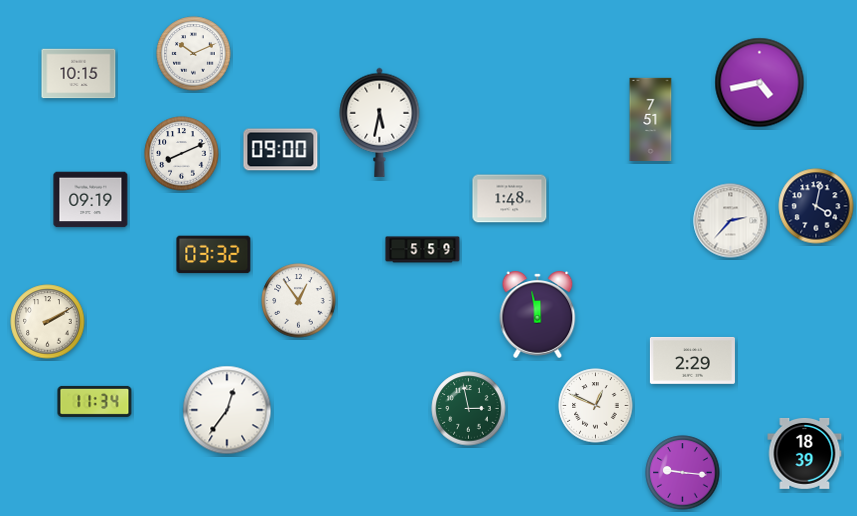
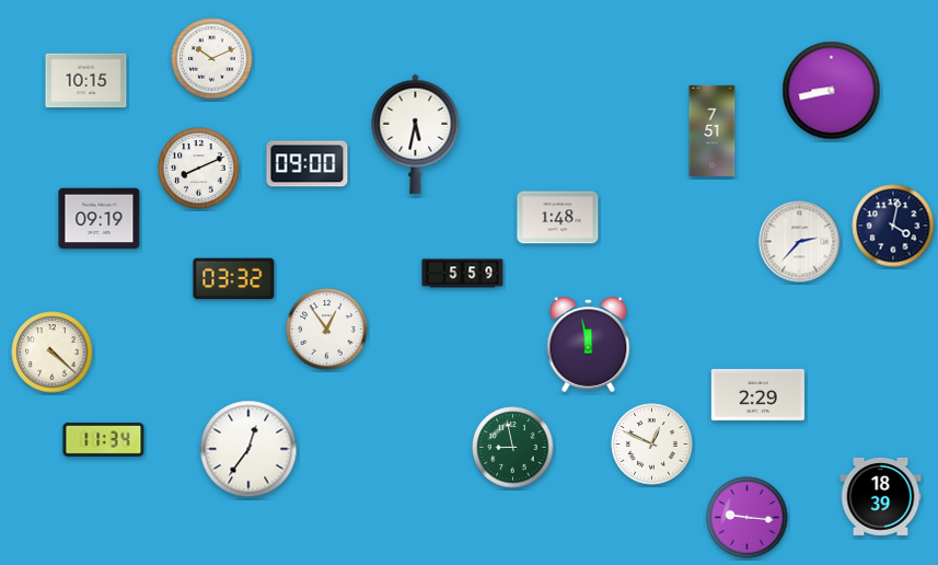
clock at (760, 83): 4:43 -> 8:43
clock at (48, 322): 2:10 -> 4:22
clock at (469, 409): 2:58 -> 8:58
